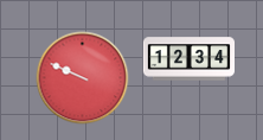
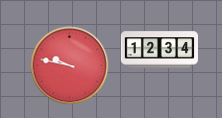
clock at (82, 77): 9:49 -> 9:47
